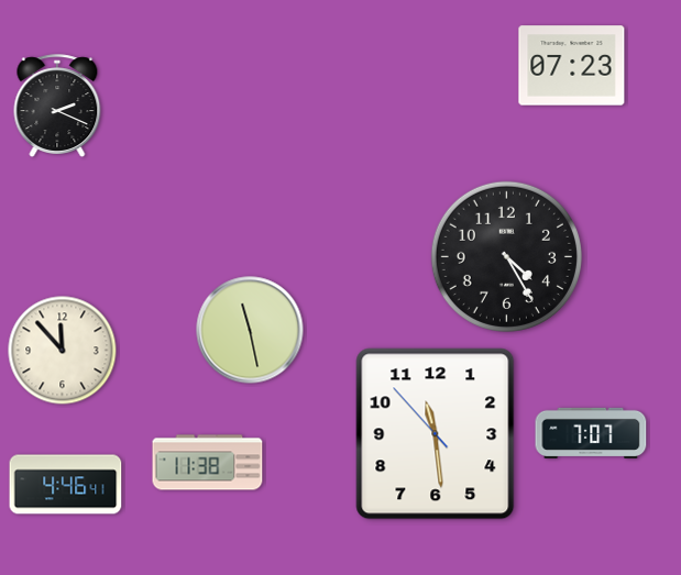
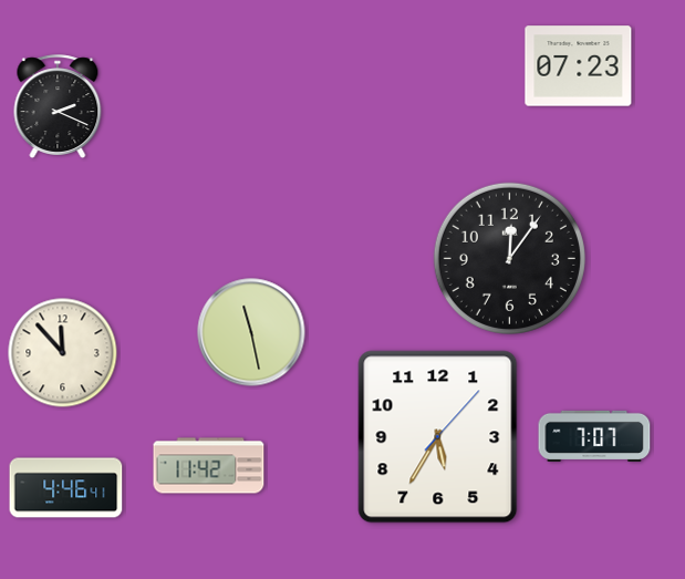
clock at (572, 66) position: (572, 66) -> (579, 66)
clock at (506, 256): 4:25 -> 12:06
clock at (436, 434): 11:28 -> 5:35
clock at (208, 463): 11:38 -> 11:42
